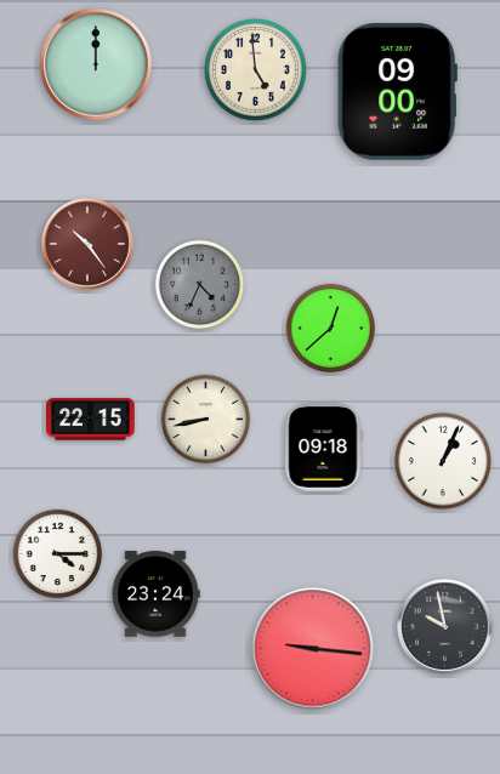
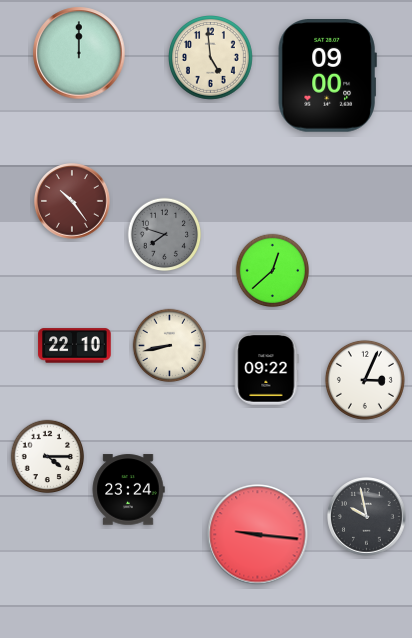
clock at (200, 285): 4:34 -> 7:48
clock at (91, 420): 22:15 -> 22:10
clock at (324, 448): 09:18 -> 09:22
clock at (443, 461): 1:04 -> 3:04
